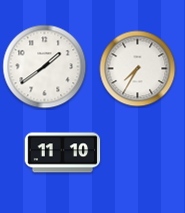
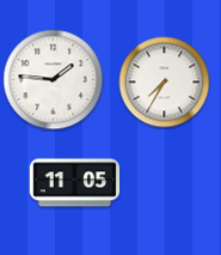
clock at (45, 67): 1:39 -> 1:46
clock at (63, 153): 11:10 -> 11:05
